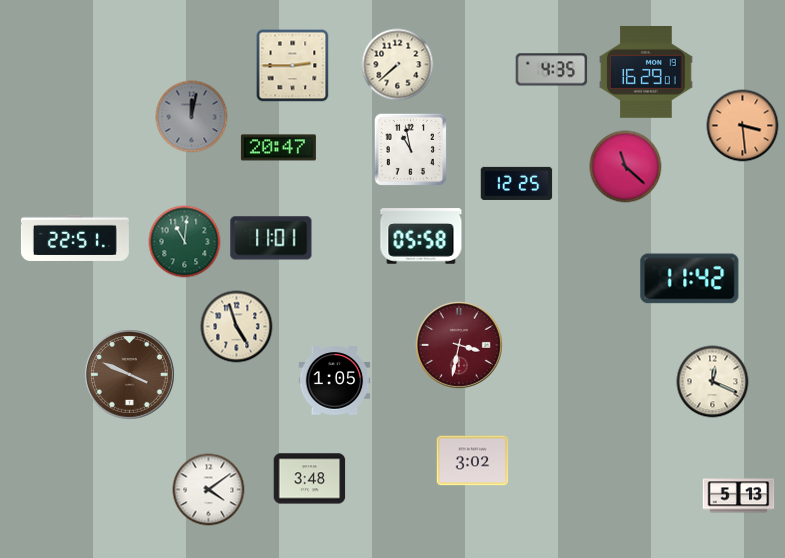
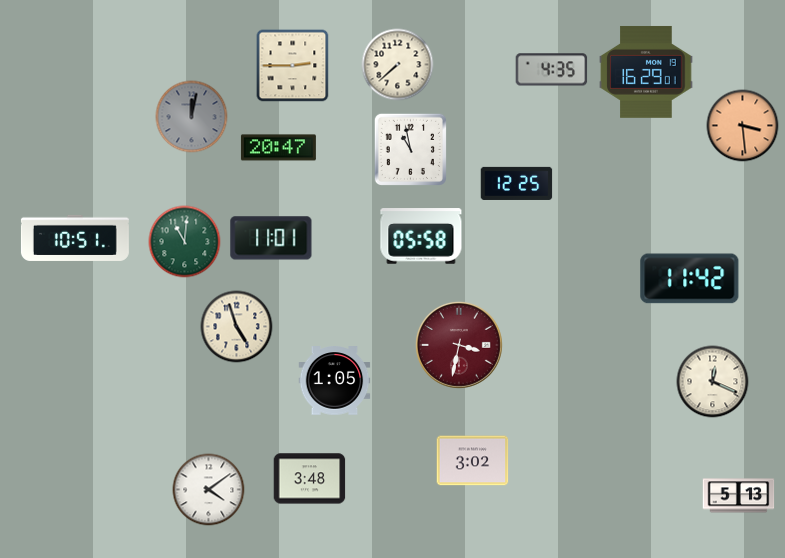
clock at (626, 167): 11:22 -> none
clock at (75, 238): 22:51 -> 10:51
clock at (130, 375): 3:49 -> none
